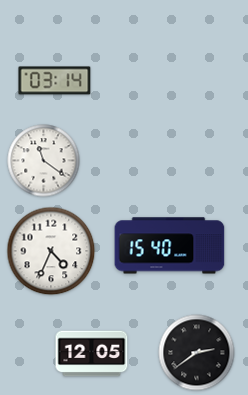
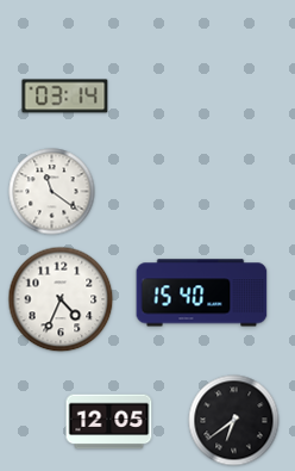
clock at (197, 353): 2:39 -> 6:39
